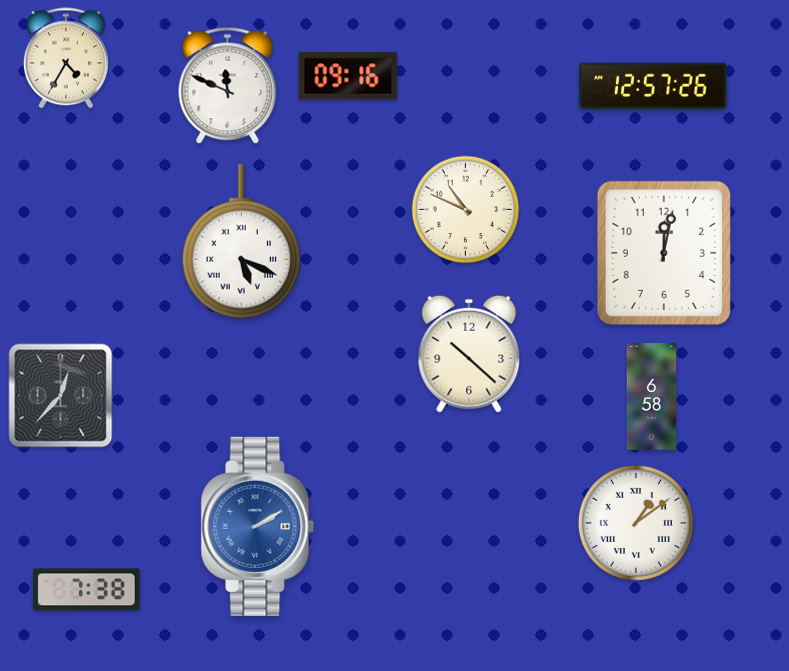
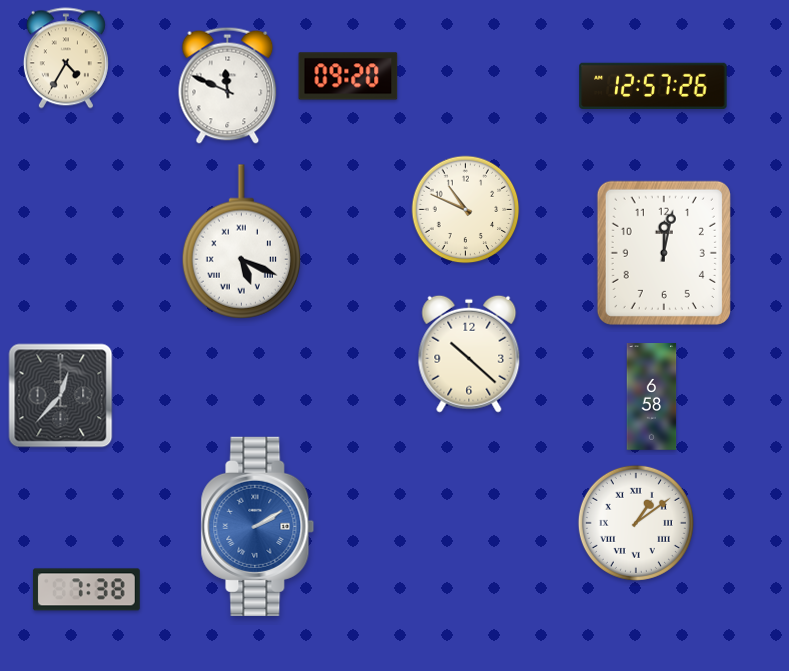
clock at (348, 76): 09:16 -> 09:20
